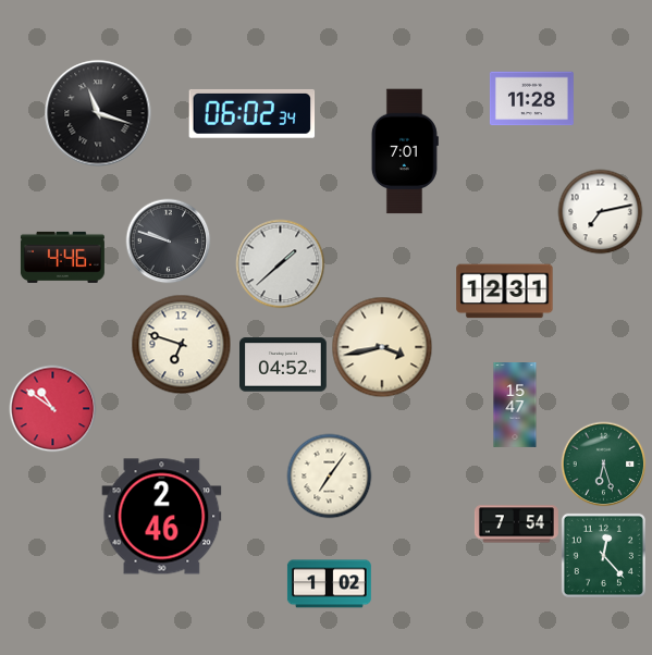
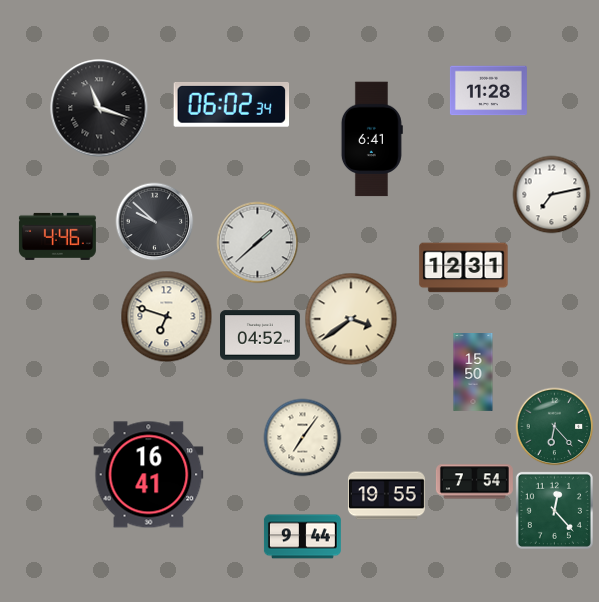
clock at (98, 113) position: (98, 113) -> (99, 108)
clock at (405, 151): 7:01 -> 6:41
clock at (168, 240): 9:48 -> 9:52
clock at (382, 347): 3:43 -> 3:39
clock at (515, 406): 15:47 -> 15:50
clock at (52, 408): 10:51 -> none
clock at (603, 464): 6:27 -> 6:23
clock at (162, 517): 2:46 -> 16:41
clock at (386, 496): none -> 19:55
clock at (329, 584): 1:02 -> 9:44
